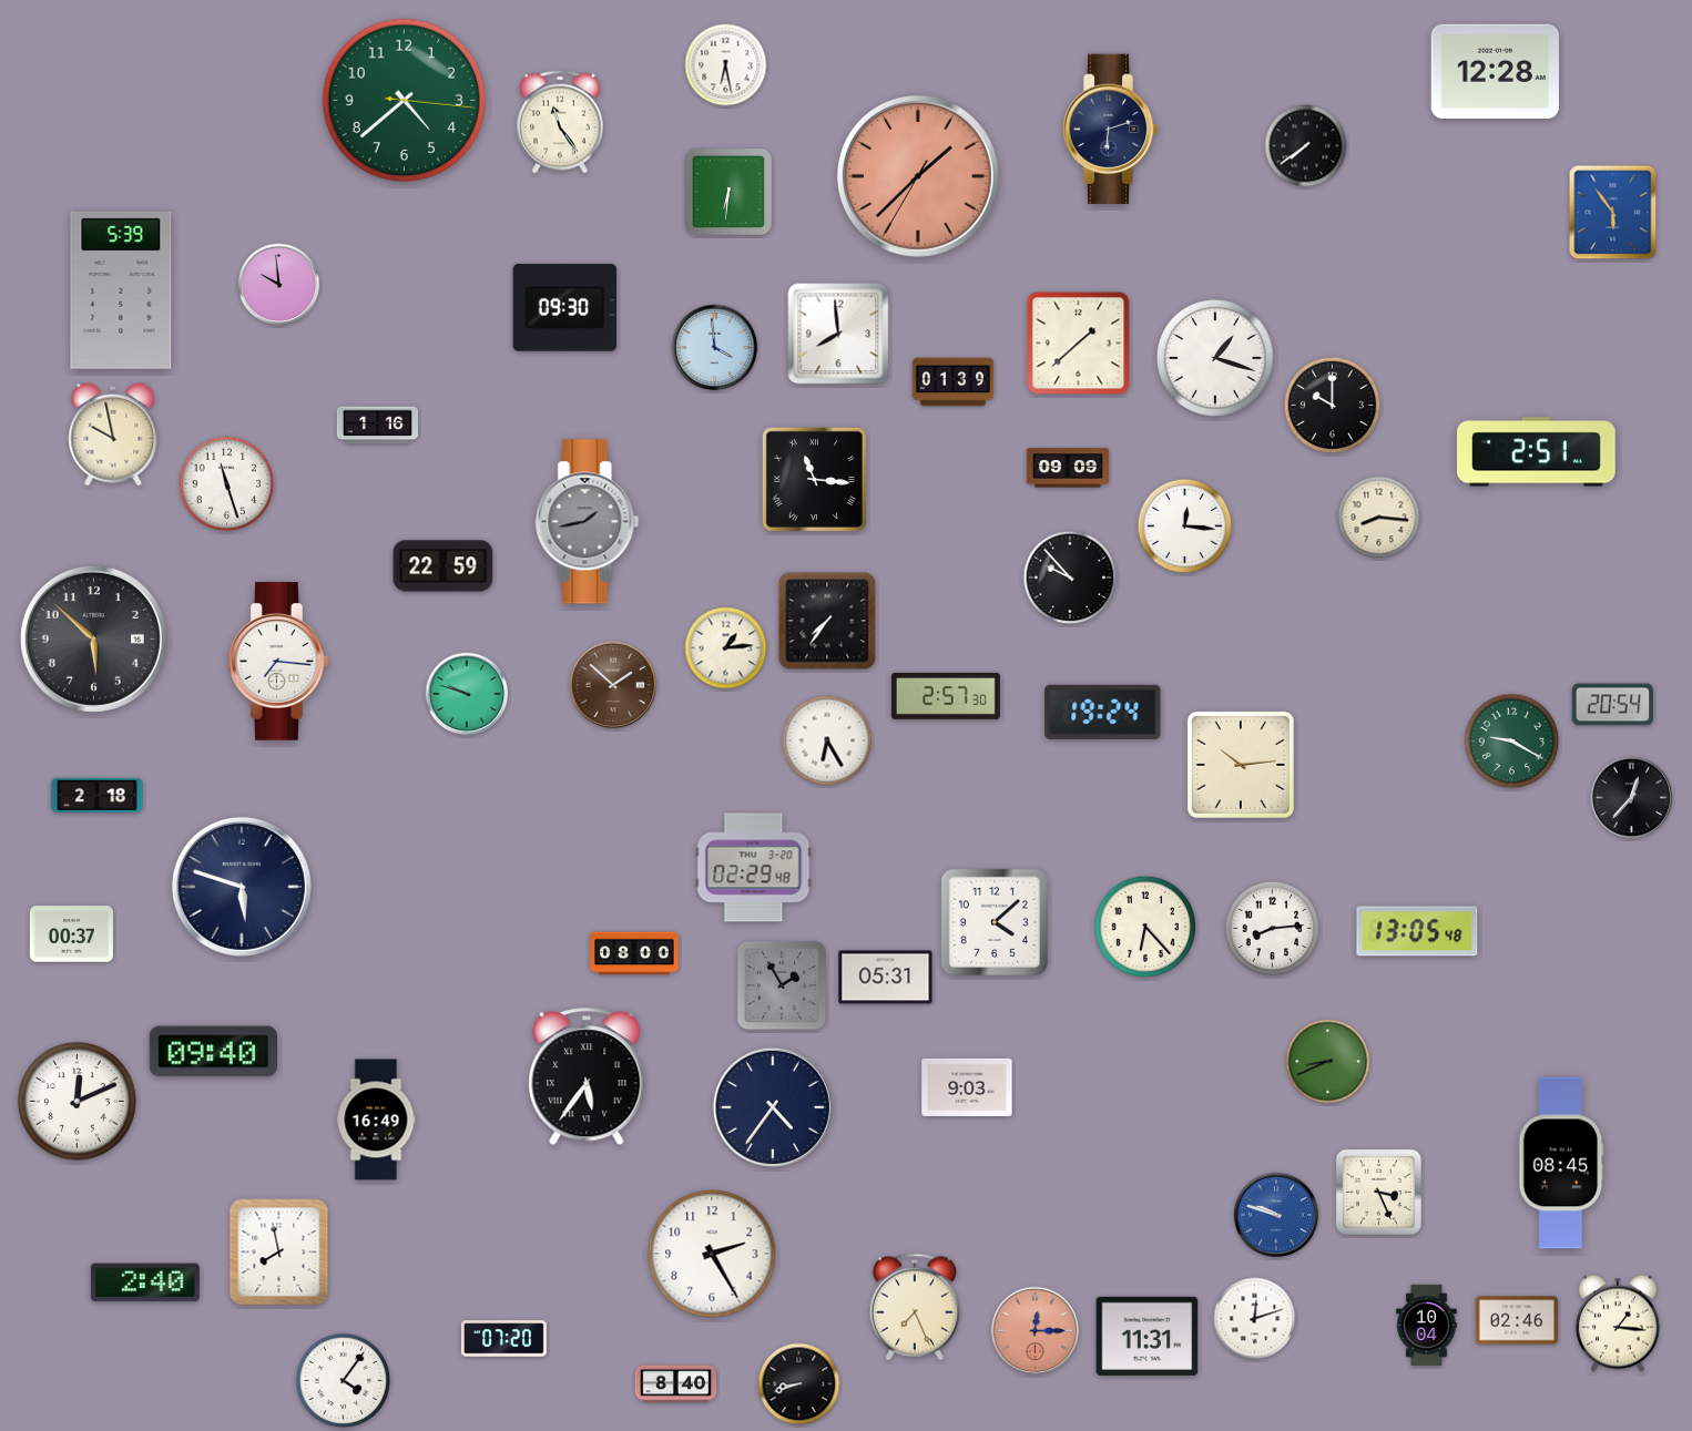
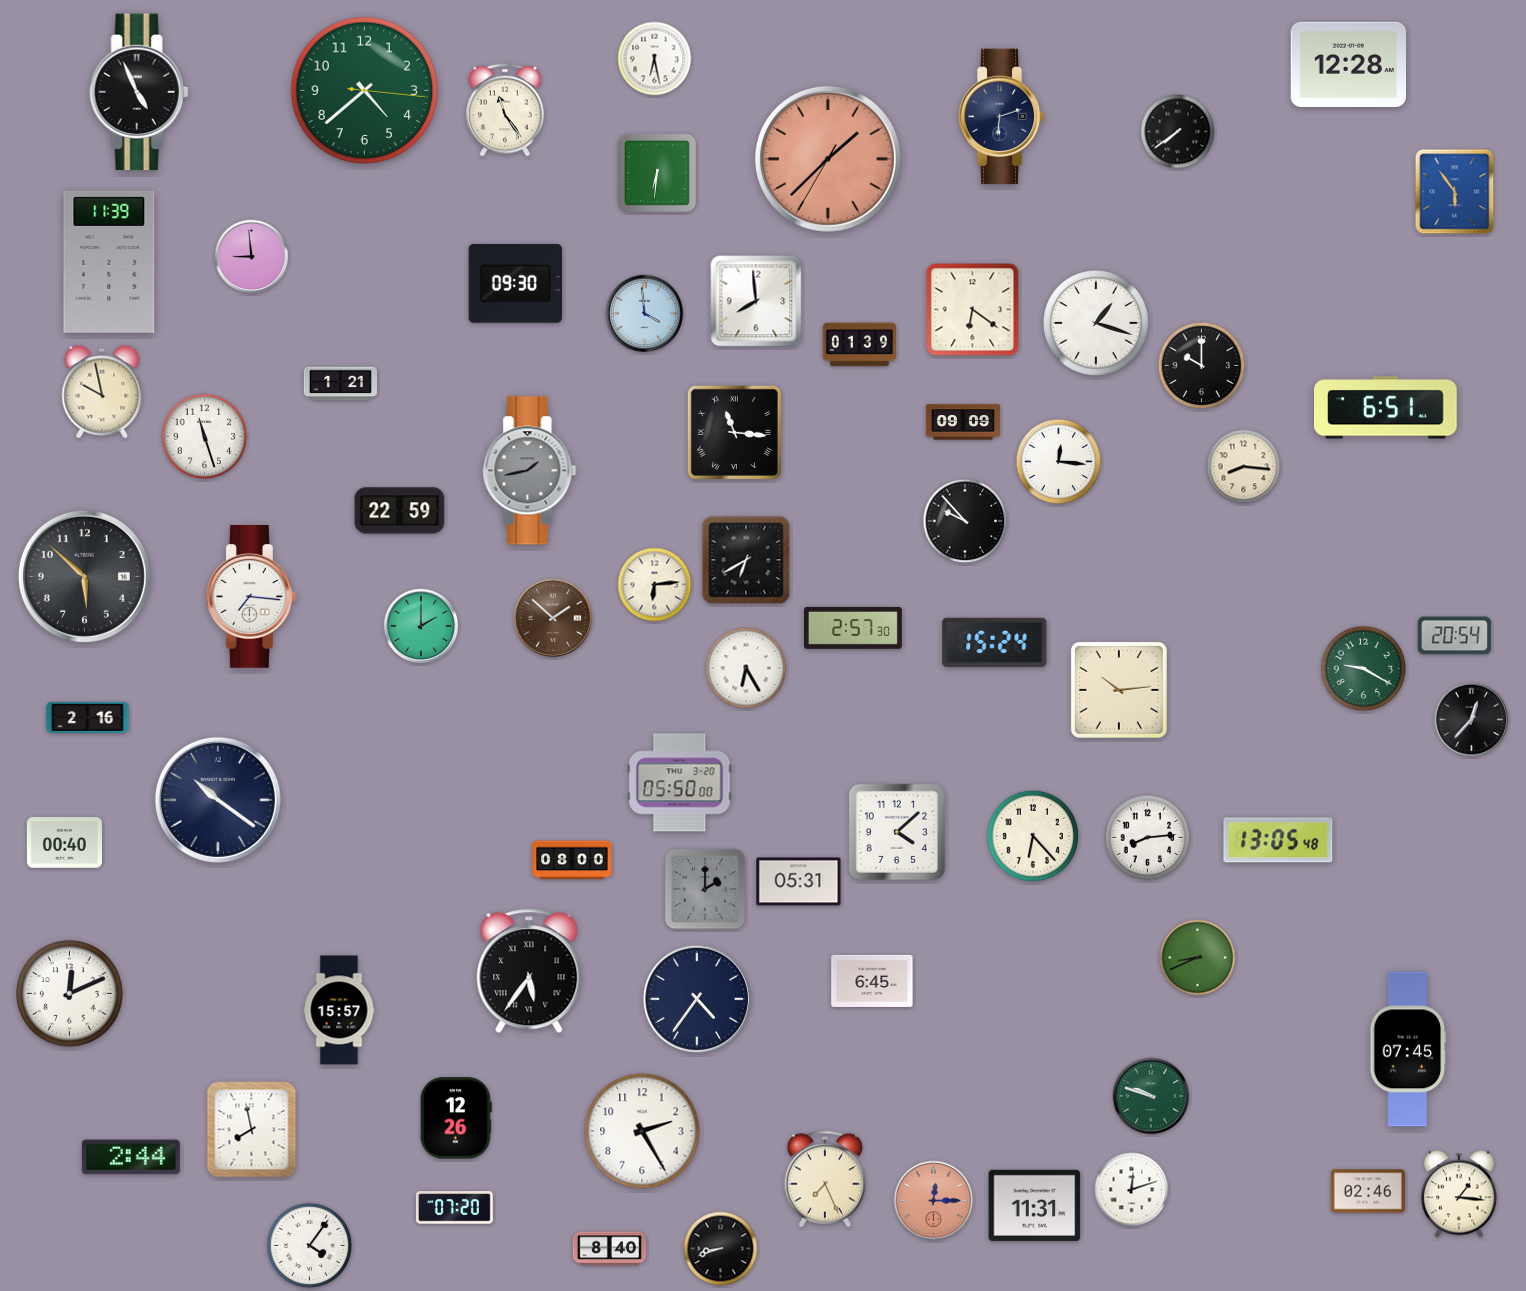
clock at (139, 92): none -> 4:56
clock at (279, 285): 9:59 -> 8:59
clock at (121, 290): 5:39 -> 11:39
clock at (564, 307) position: (564, 307) -> (515, 283)
clock at (1079, 344): 1:38 -> 6:21
clock at (377, 426): 1:16 -> 1:21
clock at (1537, 452): 2:51 -> 6:51
clock at (1185, 527) position: (1185, 527) -> (1059, 462)
clock at (827, 621): 7:36 -> 6:40
clock at (726, 648): 1:14 -> 6:14
clock at (467, 694): 9:48 -> 2:00
clock at (1103, 712): 19:24 -> 15:24
clock at (98, 795): 2:18 -> 2:16
clock at (754, 868): 02:29 -> 05:50
clock at (242, 887): 5:48 -> 10:21
clock at (71, 934): 00:37 -> 00:40
clock at (782, 985): 1:55 -> 2:00
clock at (213, 1052): 09:40 -> none
clock at (967, 1087): 9:03 -> 6:45
clock at (376, 1120): 16:49 -> 15:57
clock at (1561, 1163): 08:45 -> 07:45
clock at (1378, 1192): 3:26 -> none
clock at (1276, 1215) dial: blue -> green
clock at (456, 1118): none -> 12:26
clock at (145, 1282): 2:40 -> 2:44
clock at (1427, 1326): 10:04 -> none
